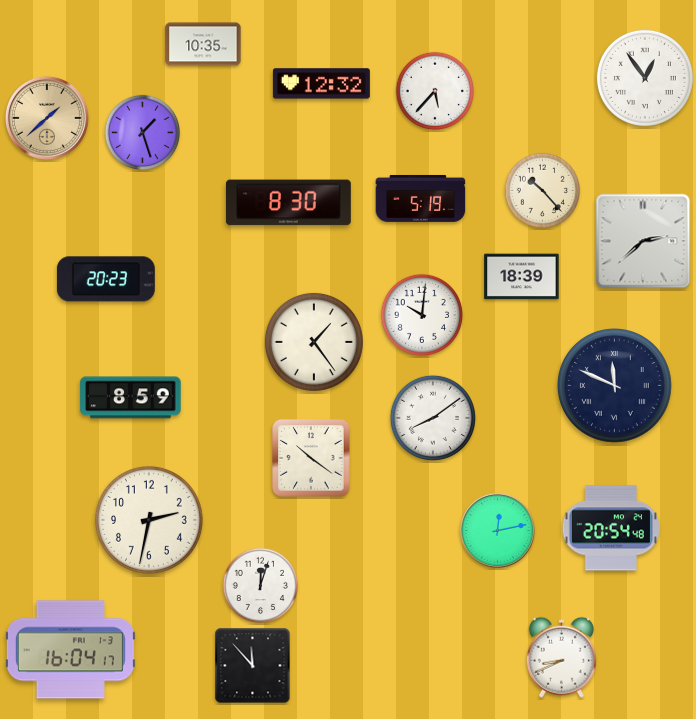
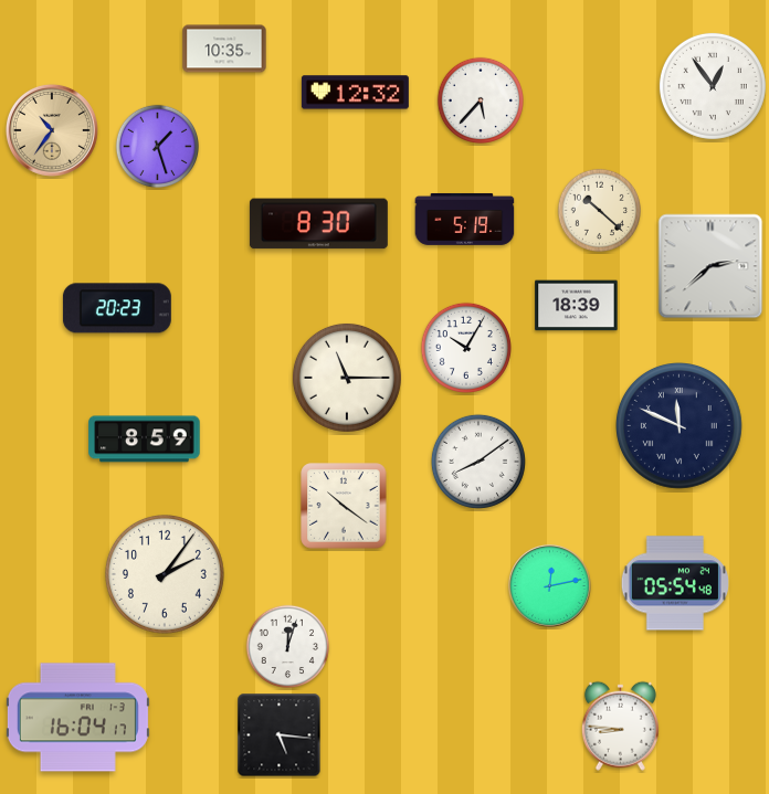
clock at (47, 118): 1:38 -> 10:36
clock at (543, 191): 10:23 -> 10:22
clock at (422, 315): 10:01 -> 10:05
clock at (314, 342): 1:24 -> 11:15
clock at (149, 520): 2:32 -> 2:06
clock at (611, 528): 20:54 -> 05:54
clock at (561, 657): 8:41 -> 8:46
clock at (253, 666): 11:53 -> 5:16
